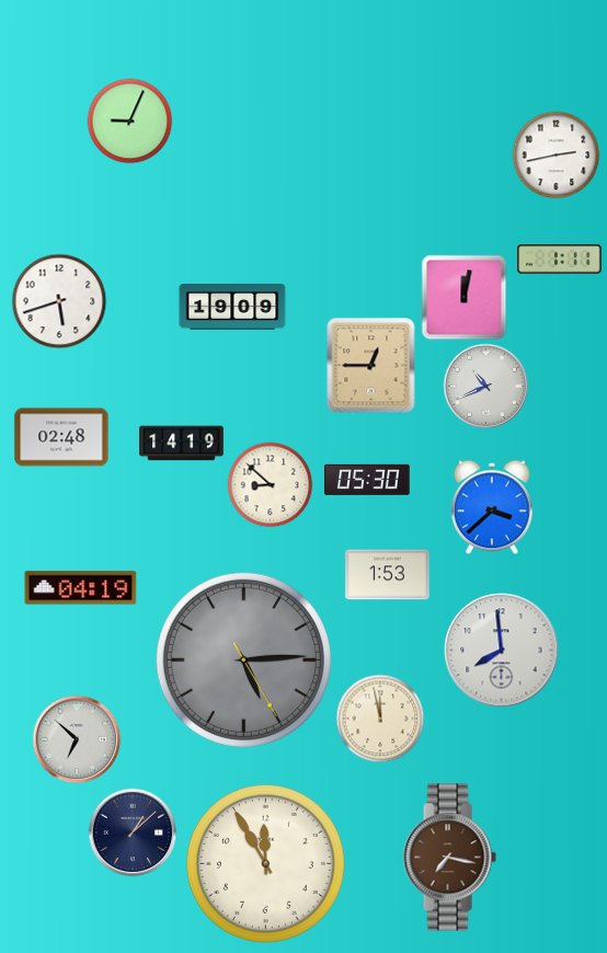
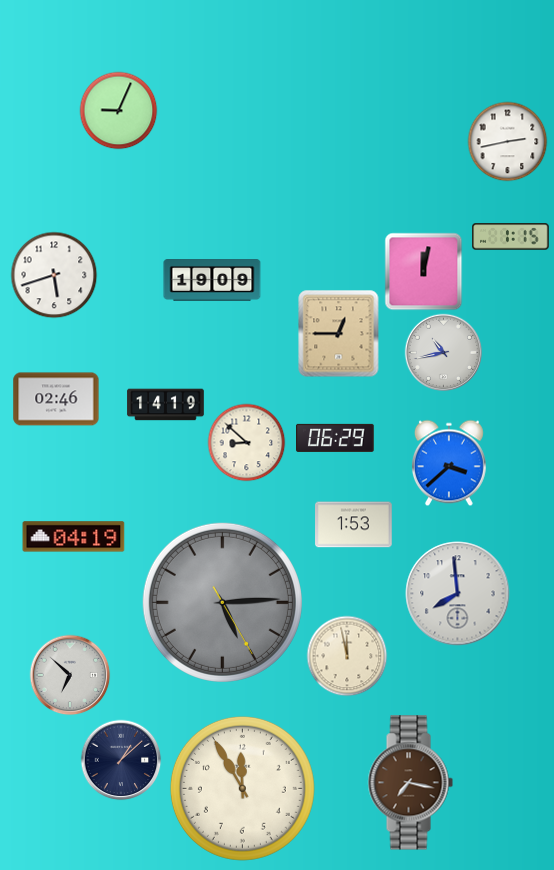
clock at (560, 260): 1:11 -> 1:15
clock at (485, 386): 10:41 -> 10:43
clock at (61, 437): 02:48 -> 02:46
clock at (367, 480): 05:30 -> 06:29
